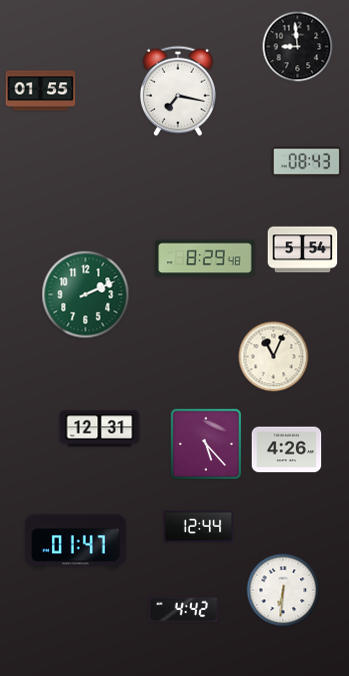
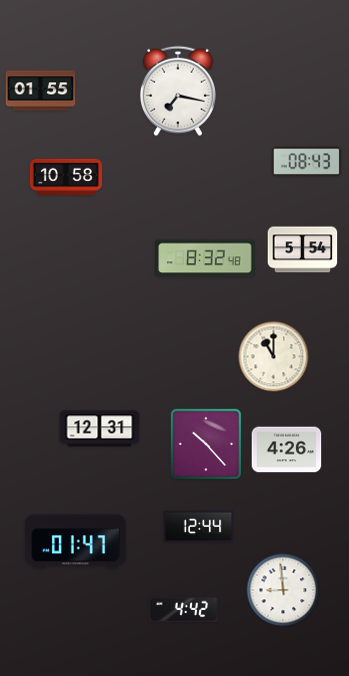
clock at (298, 47): 8:59 -> none
clock at (66, 176): none -> 10:58
clock at (206, 258): 8:29 -> 8:32
clock at (86, 295): 2:11 -> none
clock at (274, 357): 11:04 -> 11:00
clock at (205, 443): 5:23 -> 10:23
clock at (283, 590): 6:31 -> 8:59
